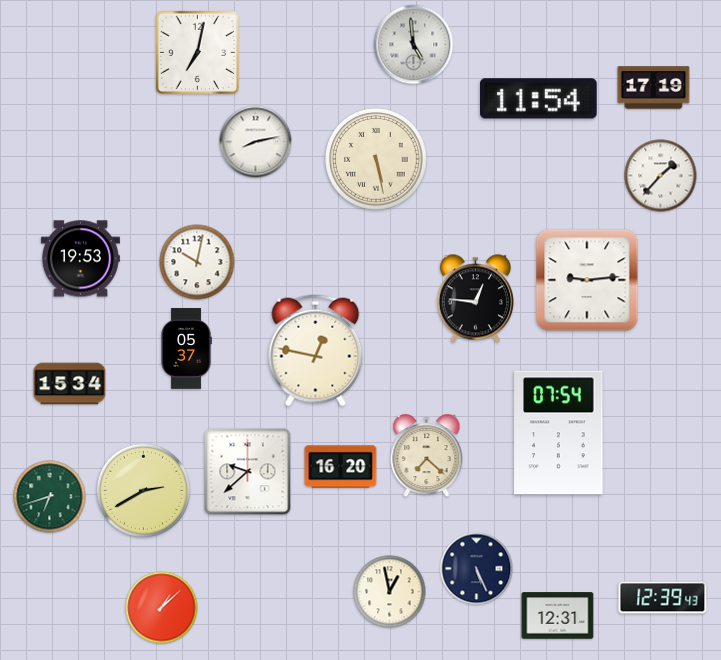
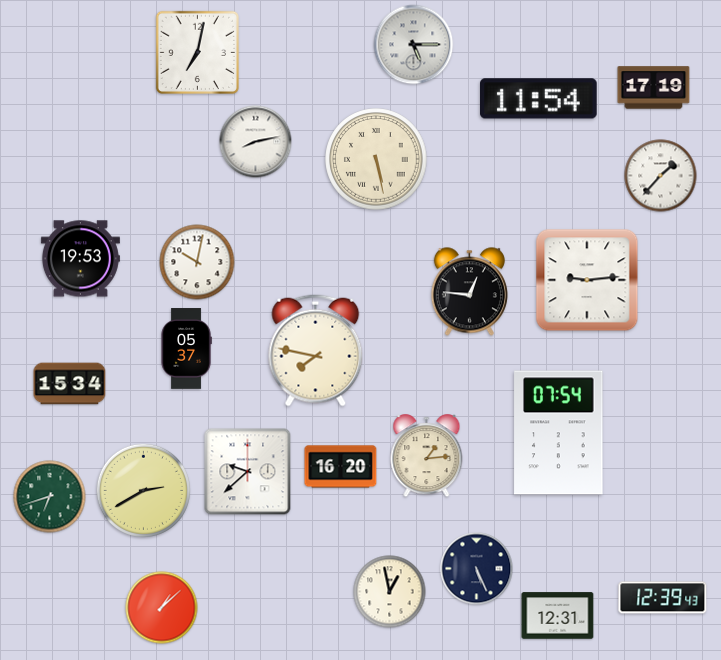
clock at (414, 45): 4:59 -> 5:15
clock at (475, 299) position: (475, 299) -> (469, 292)
clock at (316, 351): 12:47 -> 7:47
clock at (427, 456): 7:22 -> 1:14
